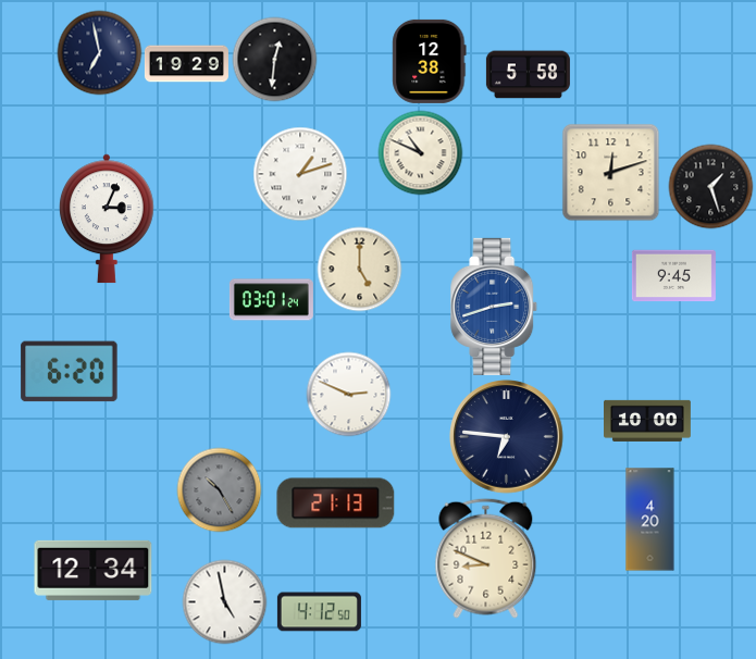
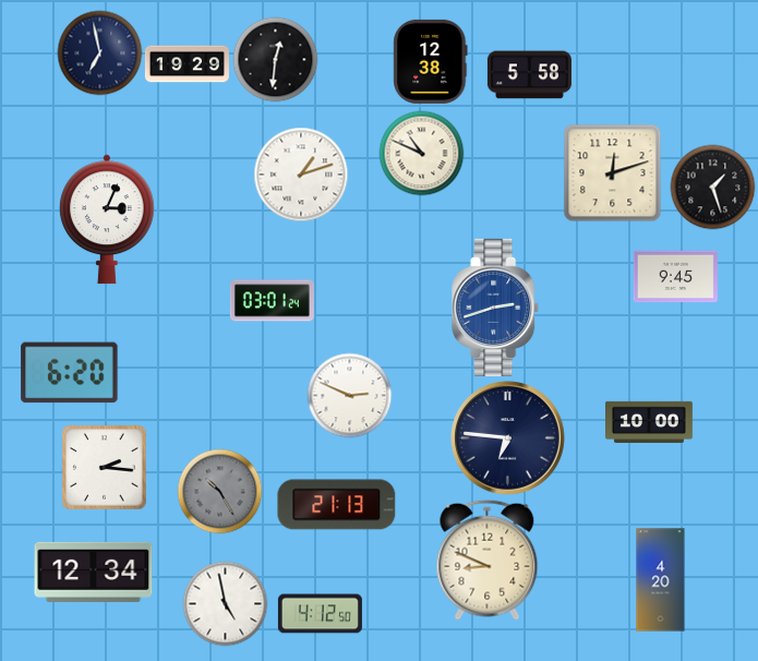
clock at (359, 269): 5:00 -> none
clock at (104, 467): none -> 2:16
clock at (650, 520) position: (650, 520) -> (661, 580)
